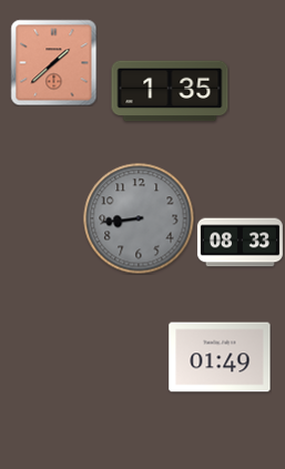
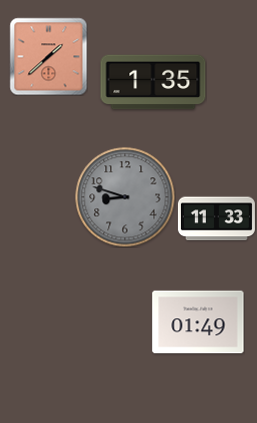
clock at (139, 218): 8:44 -> 8:48
clock at (240, 243): 08:33 -> 11:33
